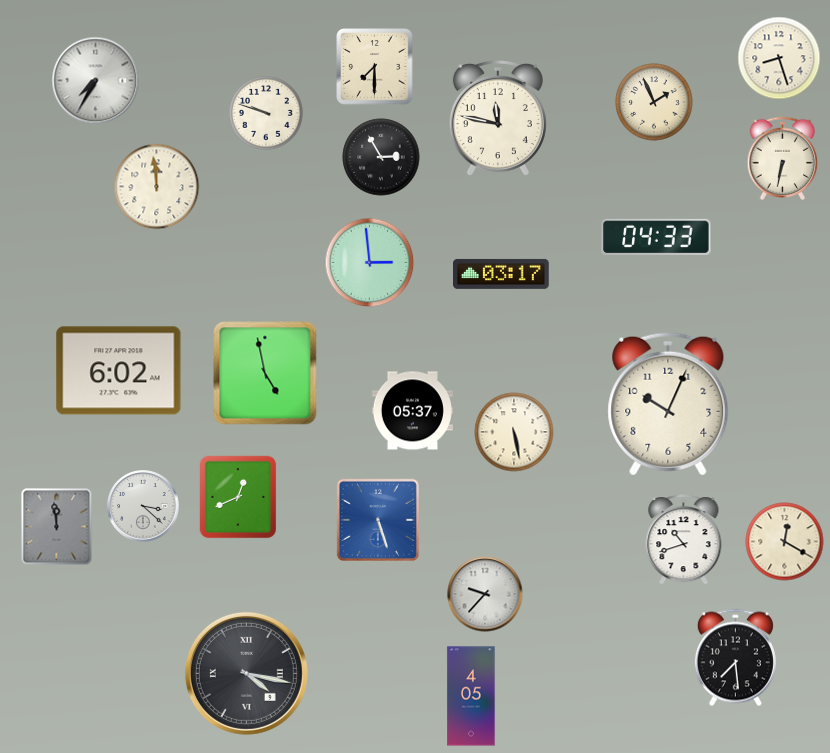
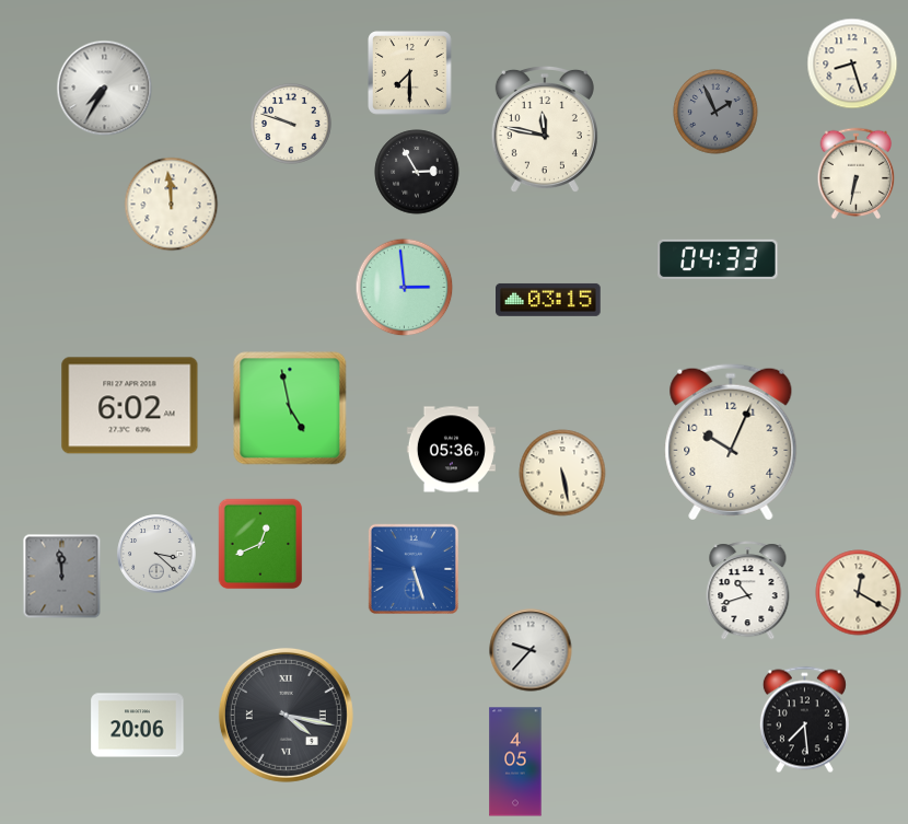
clock at (654, 102) dial: cream -> grey
clock at (502, 274): 03:17 -> 03:15
clock at (412, 411): 05:37 -> 05:36
clock at (138, 726): none -> 20:06
clock at (246, 673) position: (246, 673) -> (286, 715)
